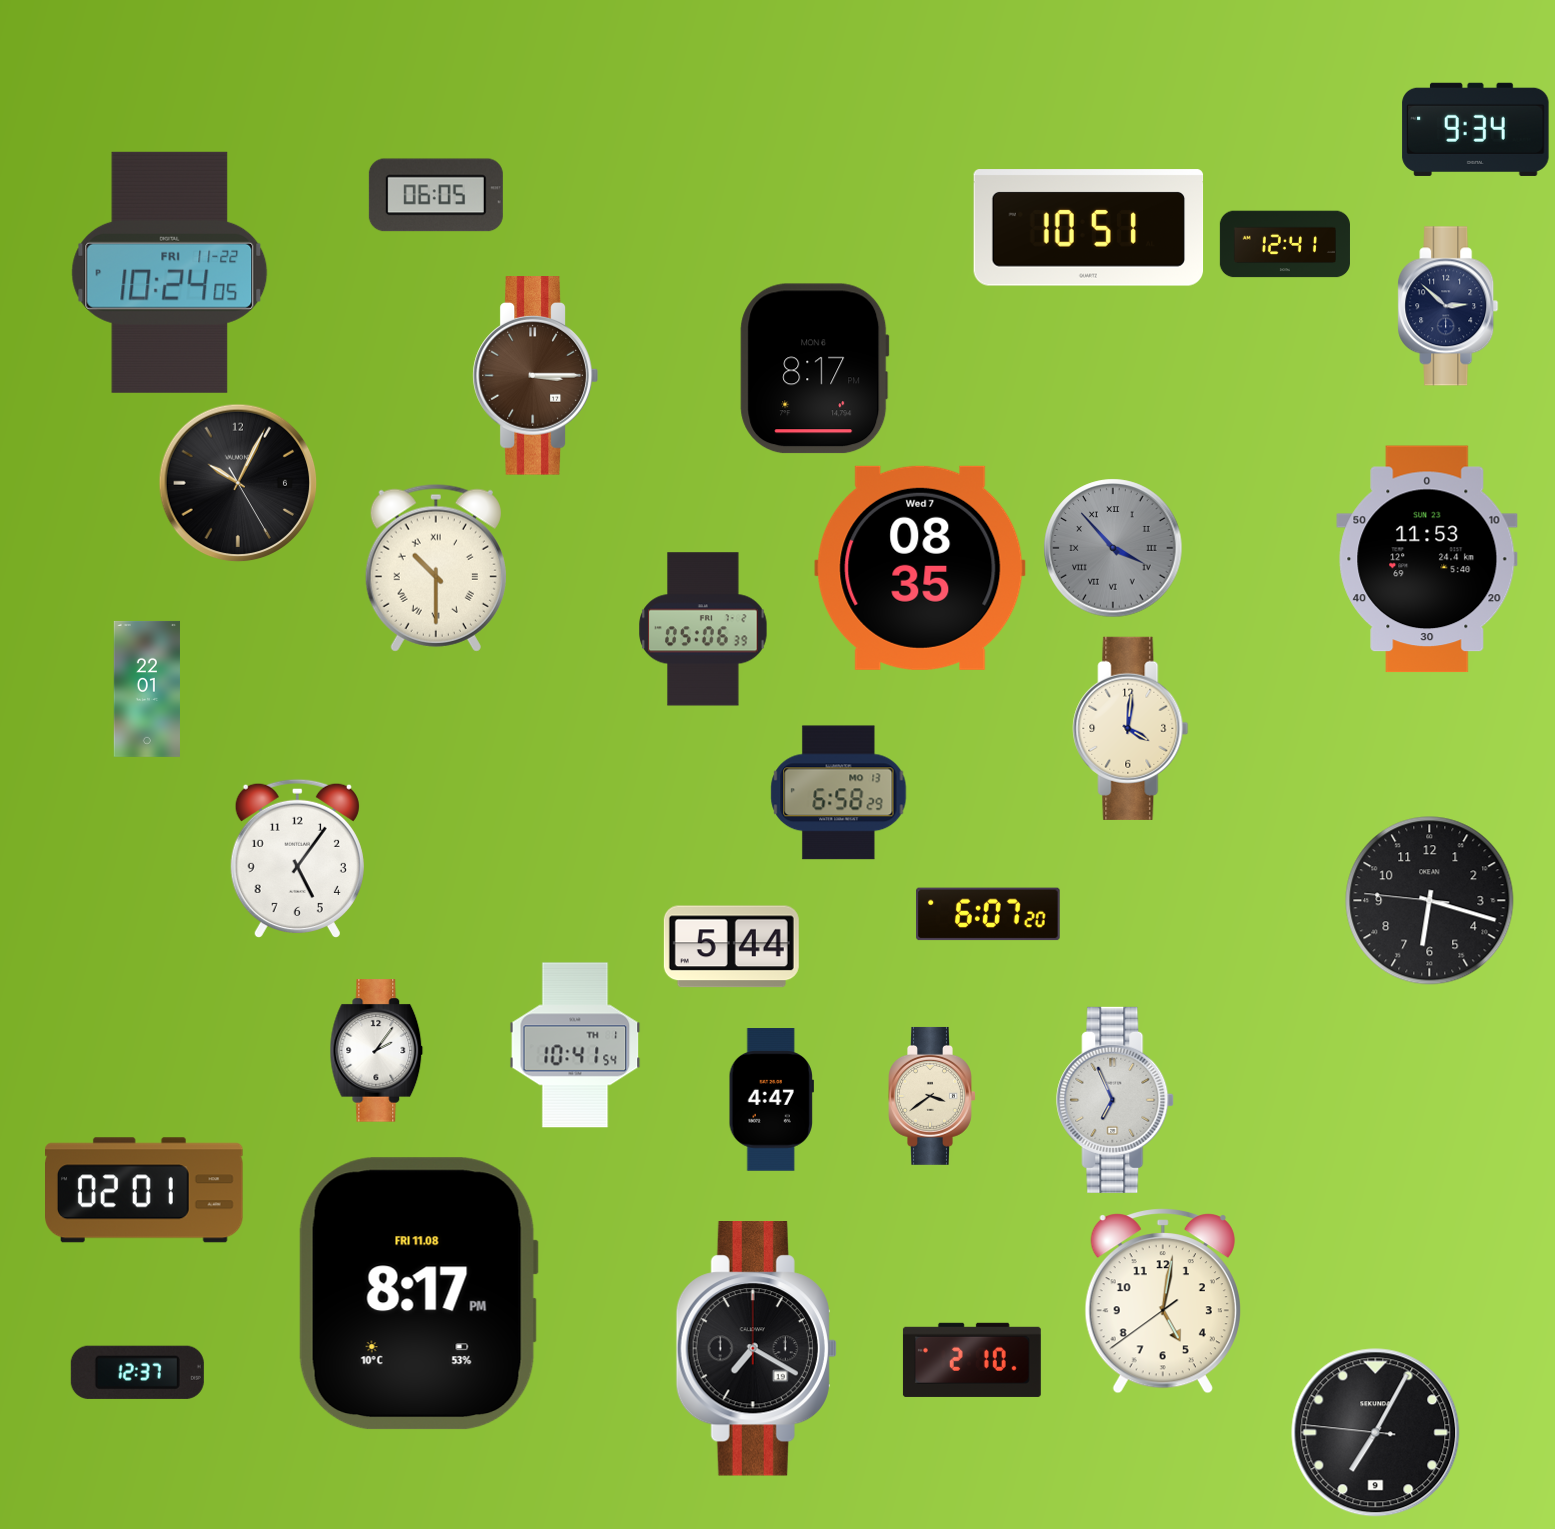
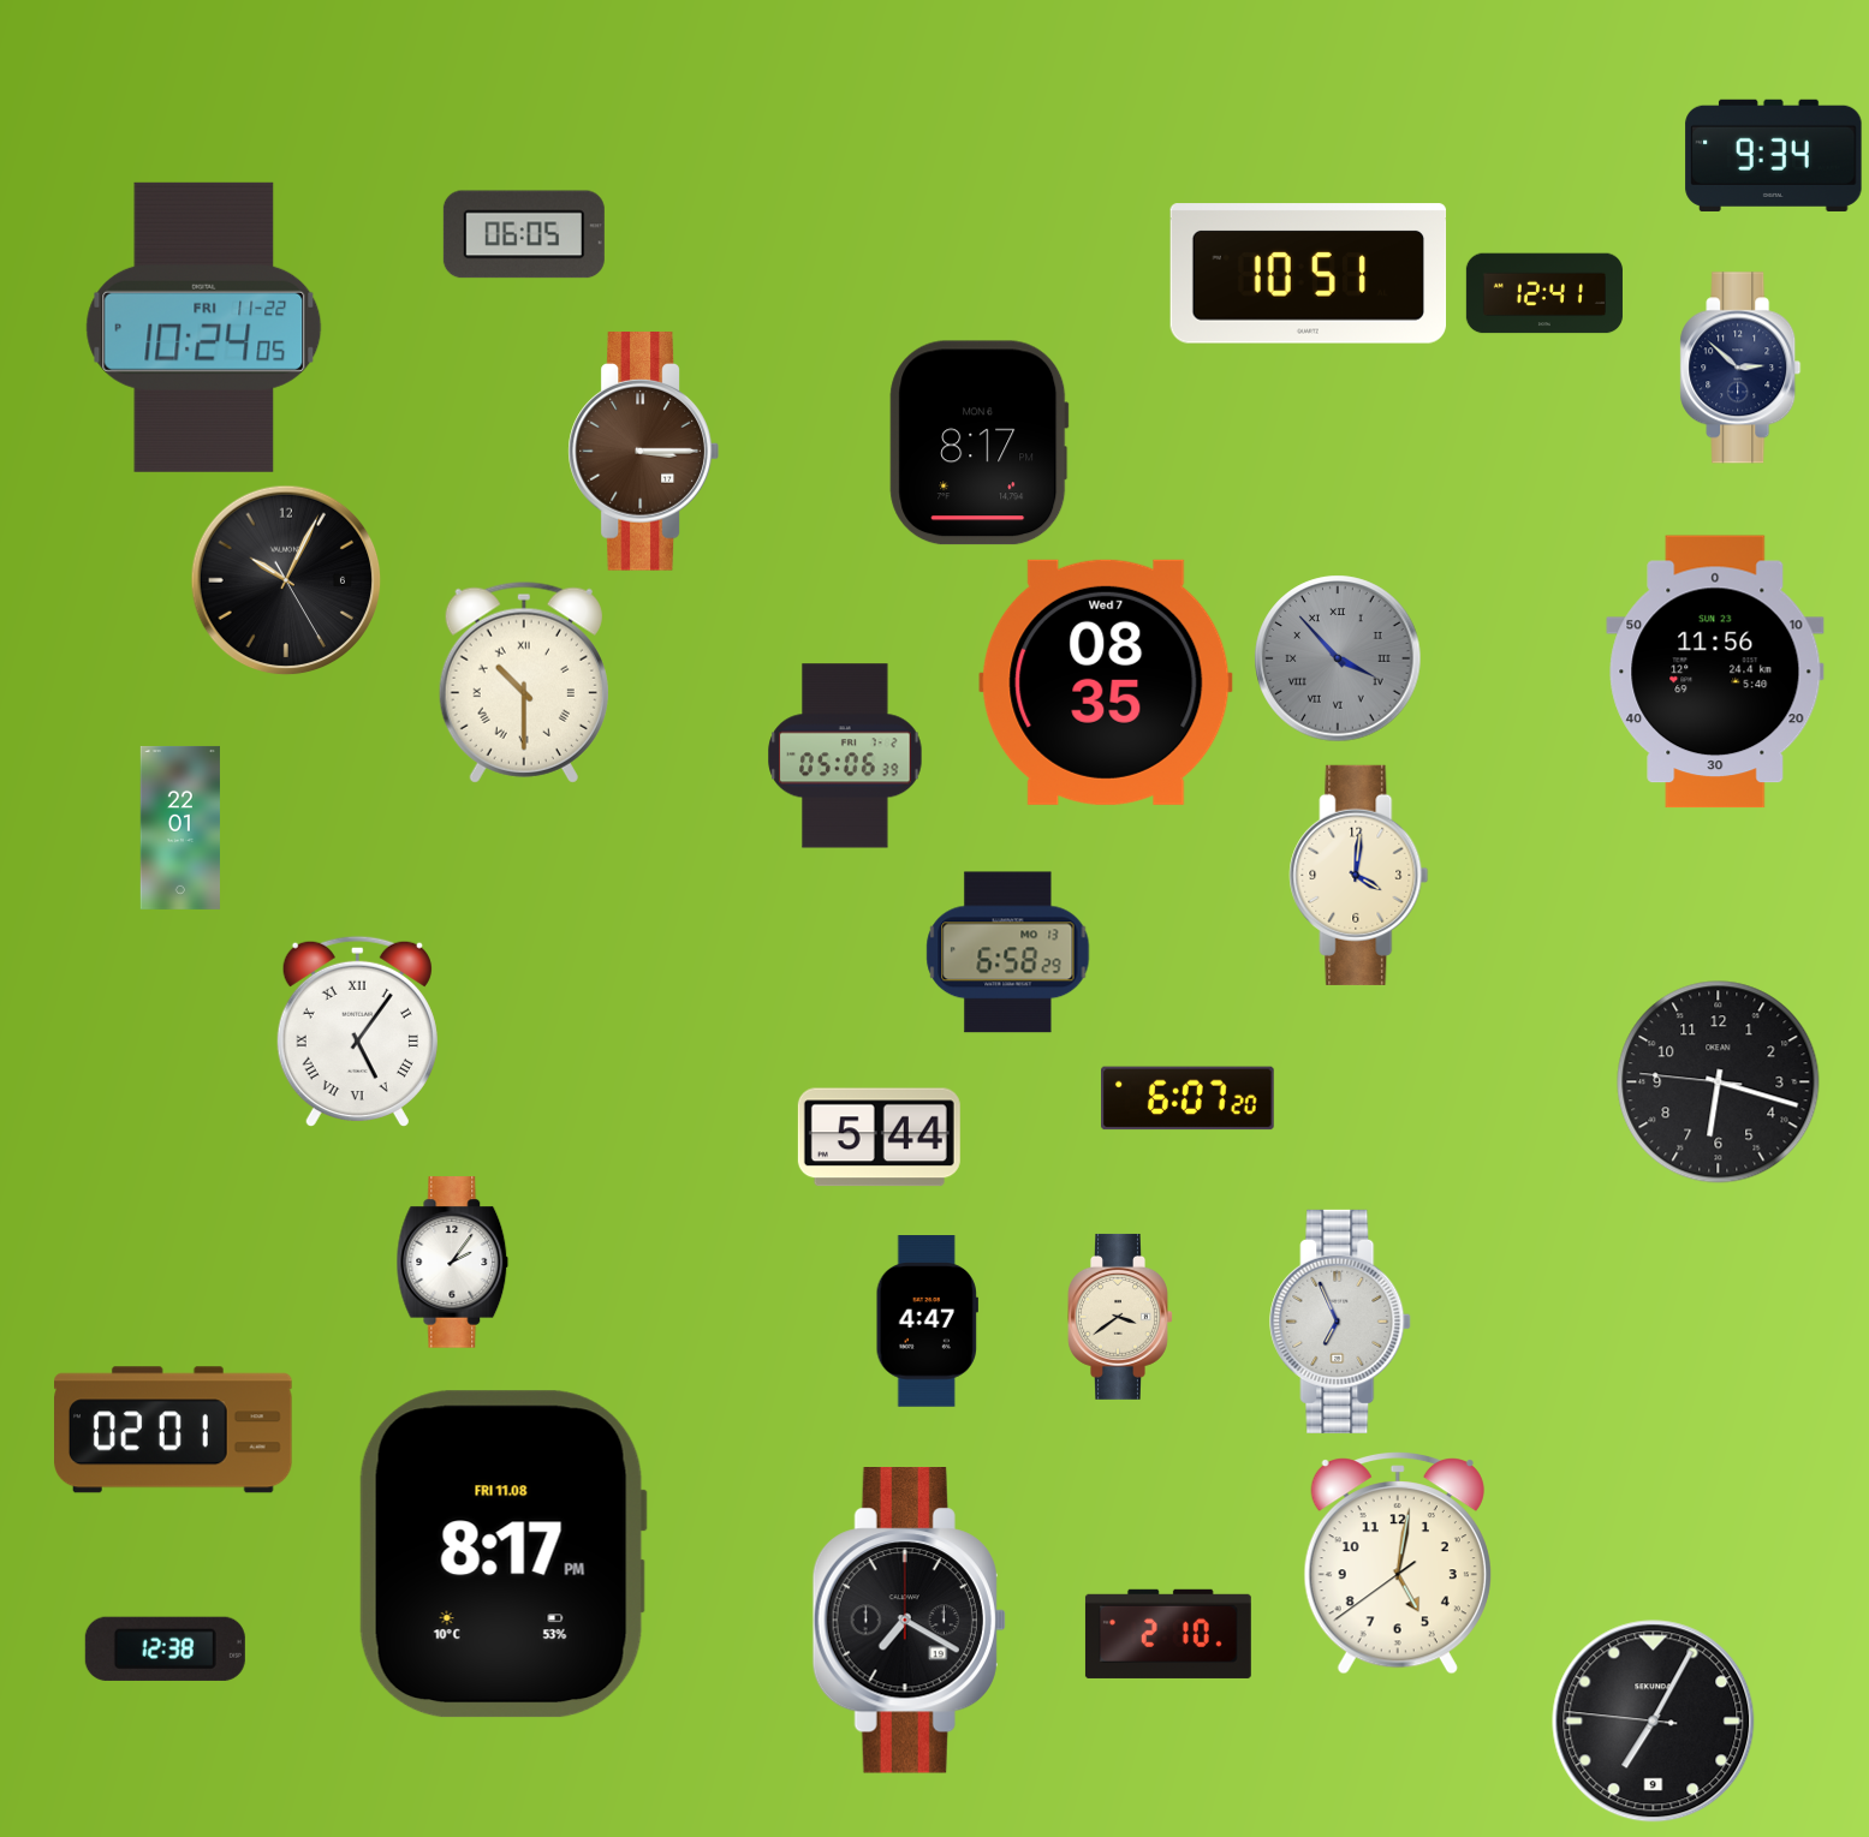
clock at (1427, 559): 11:53 -> 11:56
clock at (146, 689) position: (146, 689) -> (179, 828)
clock at (297, 859) numerals: Arabic -> Roman
clock at (575, 1045): 10:41 -> none
clock at (137, 1372): 12:37 -> 12:38
